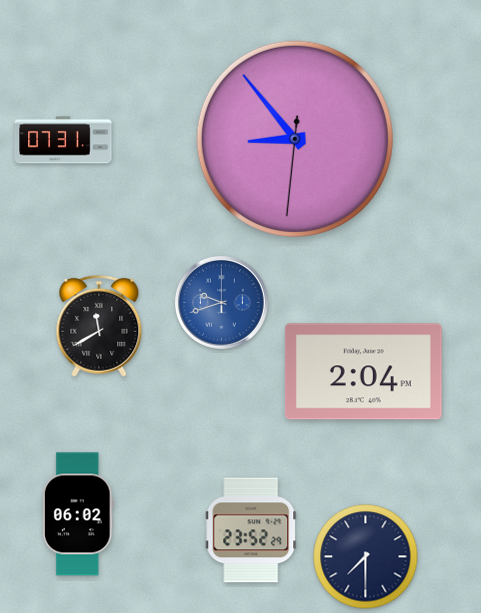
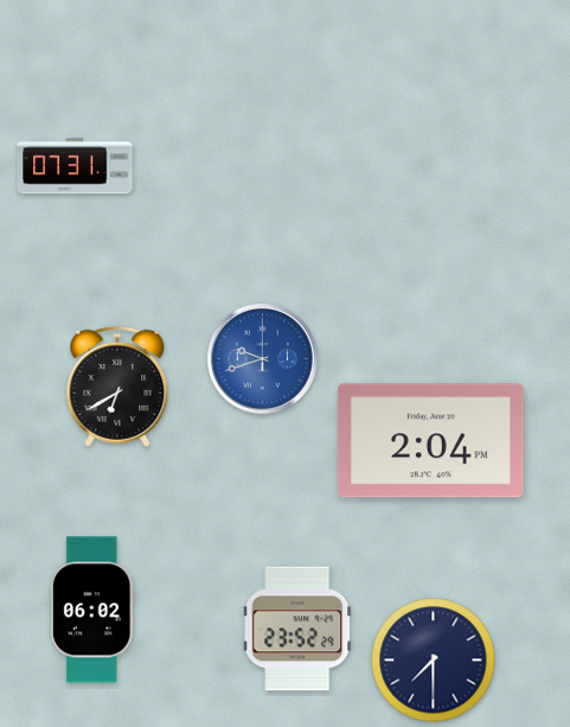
clock at (295, 139): 8:53 -> none
clock at (99, 326): 11:40 -> 6:40
